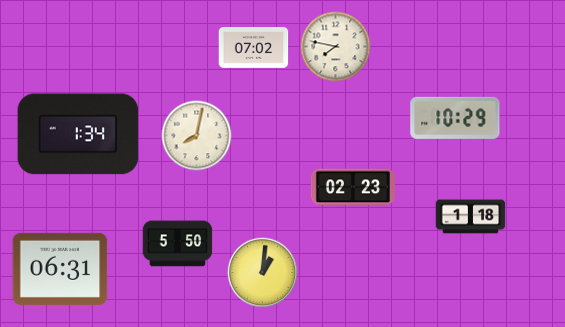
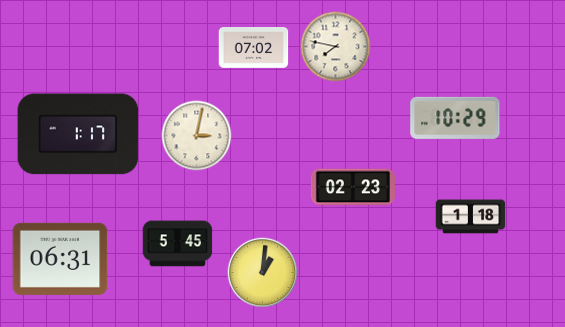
clock at (78, 134): 1:34 -> 1:17
clock at (197, 136): 8:02 -> 3:02
clock at (178, 244): 5:50 -> 5:45
clock at (60, 269) position: (60, 269) -> (60, 259)
